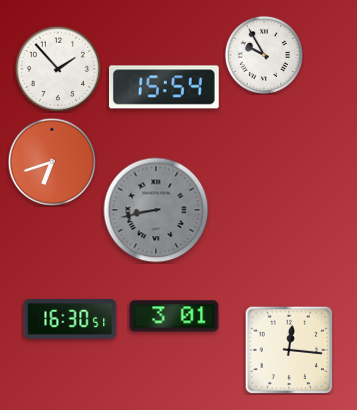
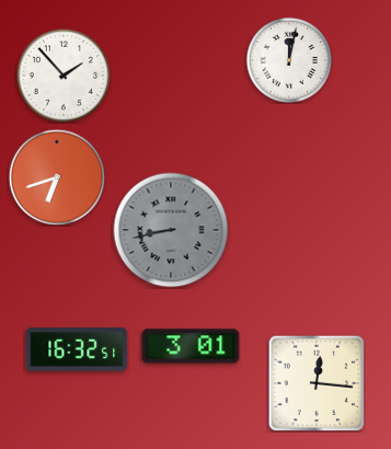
clock at (264, 55): 9:55 -> 12:02
clock at (165, 87): 15:54 -> none
clock at (70, 319): 16:30 -> 16:32
